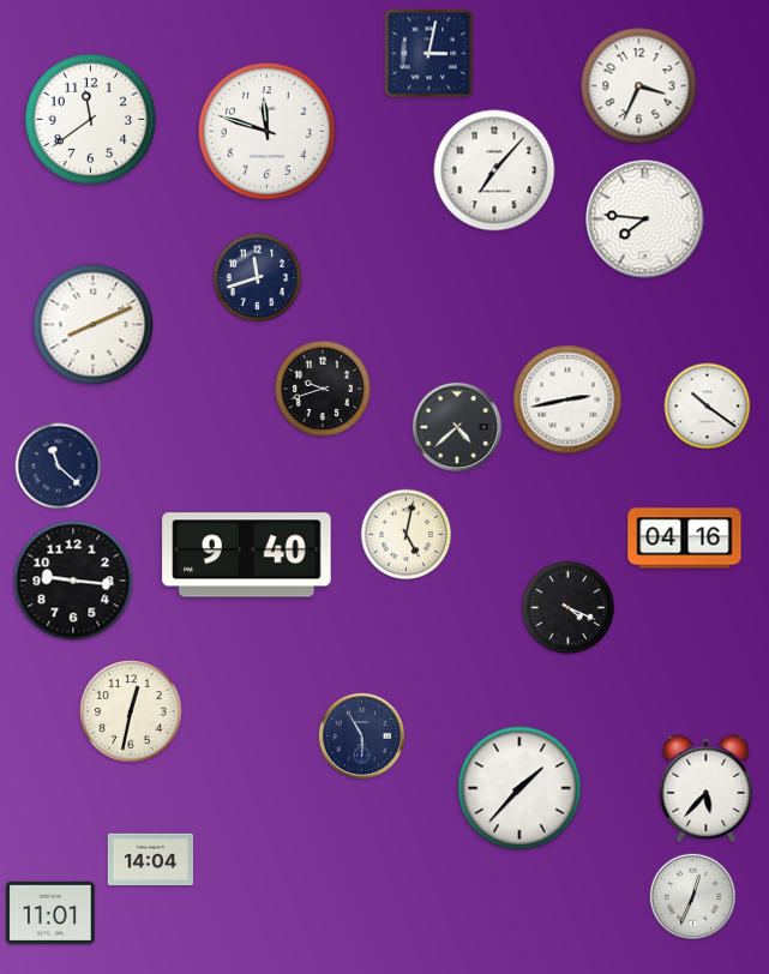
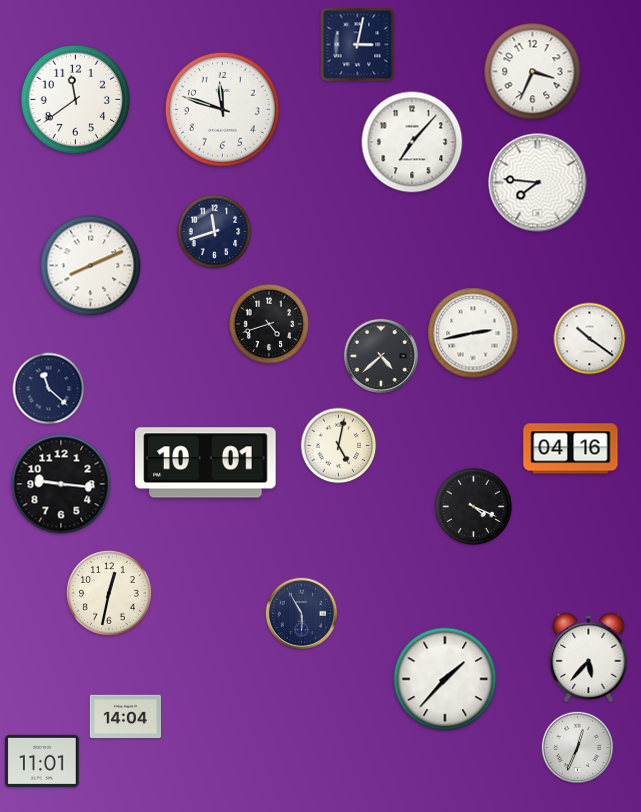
clock at (94, 325) position: (94, 325) -> (91, 266)
clock at (323, 389): 9:42 -> 4:42
clock at (247, 555): 9:40 -> 10:01
clock at (519, 788) position: (519, 788) -> (445, 679)
